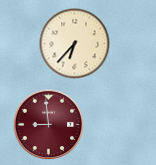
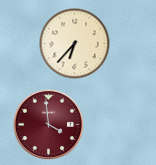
clock at (49, 125): 8:59 -> 3:59
